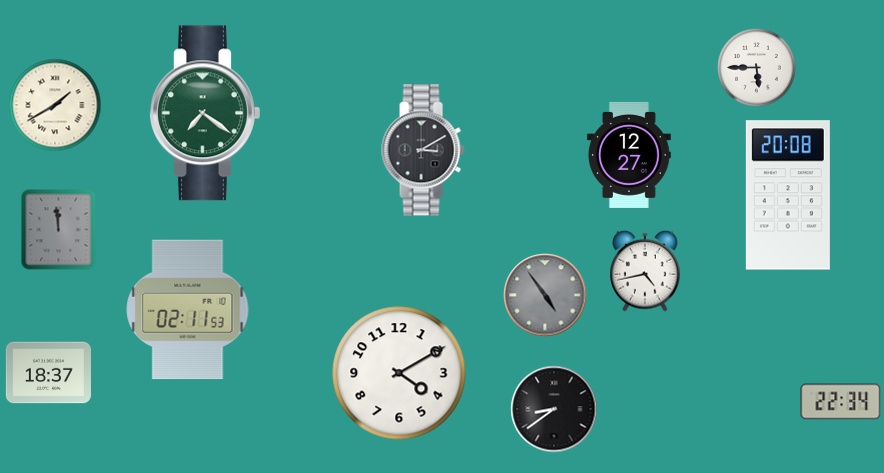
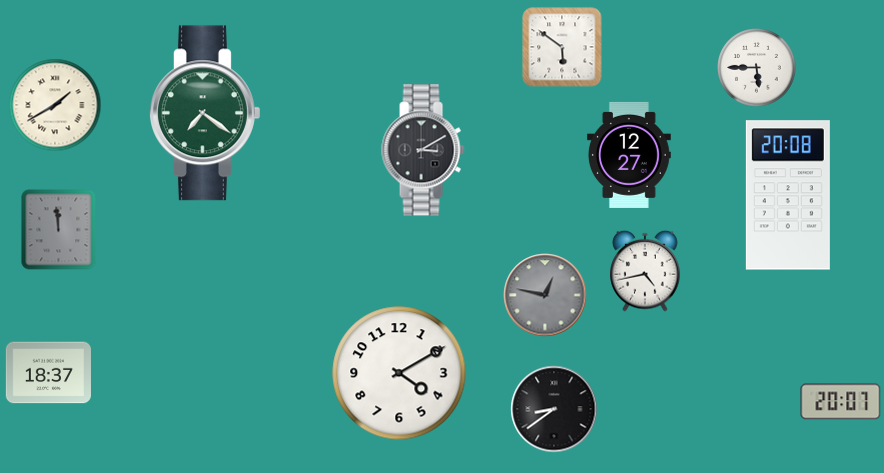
clock at (562, 47): none -> 5:51
clock at (545, 295): 4:54 -> 12:47
clock at (188, 310): 02:11 -> none
clock at (841, 402): 22:34 -> 20:07
